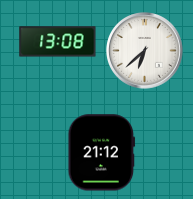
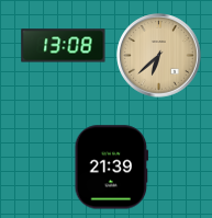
clock at (145, 51) dial: white -> champagne
clock at (102, 153): 21:12 -> 21:39
